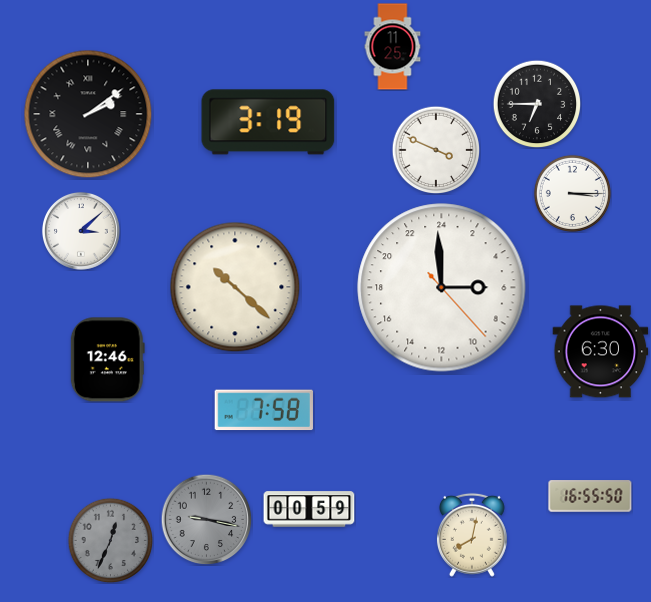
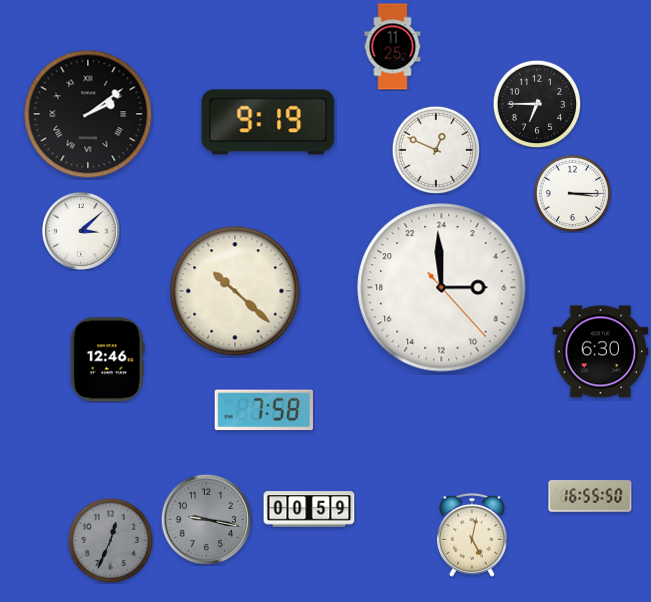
clock at (268, 122): 3:19 -> 9:19
clock at (436, 150): 3:49 -> 12:49
clock at (235, 287) position: (235, 287) -> (235, 291)
clock at (472, 535): 8:02 -> 5:02
